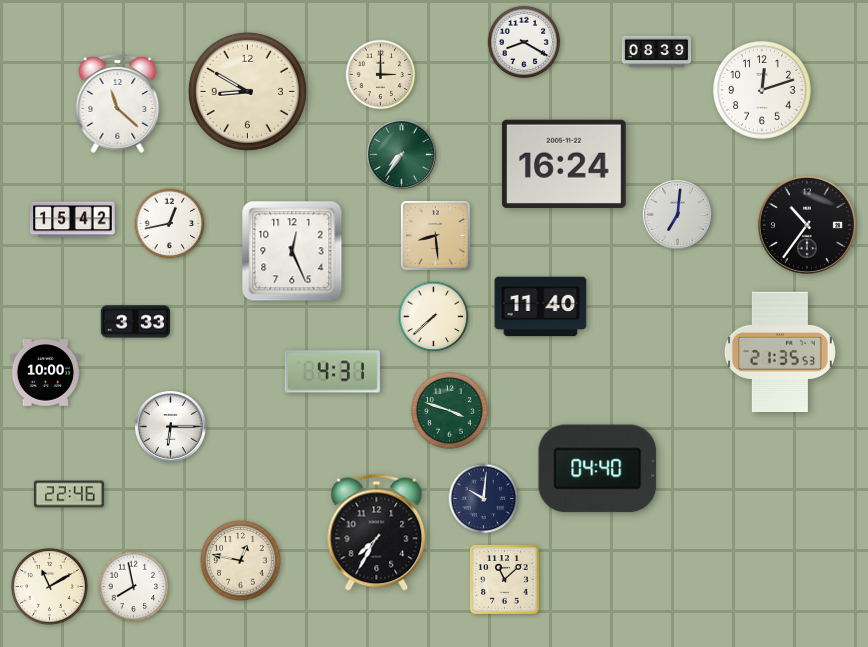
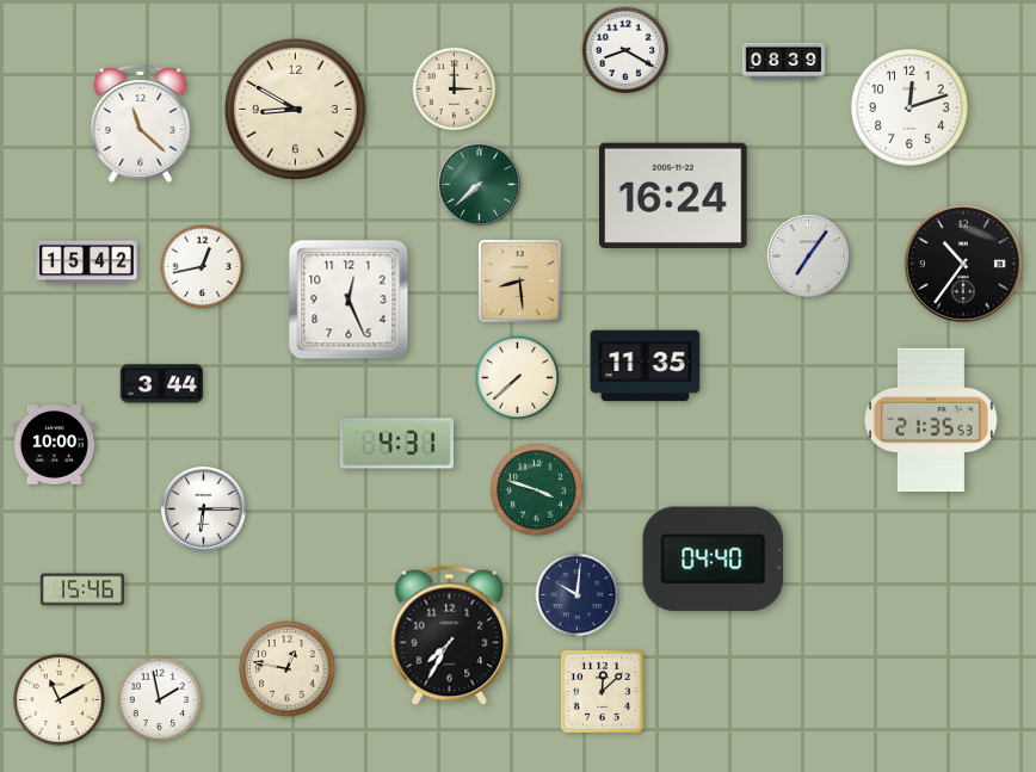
clock at (401, 154): 7:36 -> 7:38
clock at (677, 214): 7:01 -> 7:06
clock at (807, 225) position: (807, 225) -> (963, 264)
clock at (541, 307): 11:40 -> 11:35
clock at (135, 322): 3:33 -> 3:44
clock at (69, 494): 22:46 -> 15:46
clock at (505, 580): 11:08 -> 12:08
clock at (134, 587): 7:58 -> 1:58
